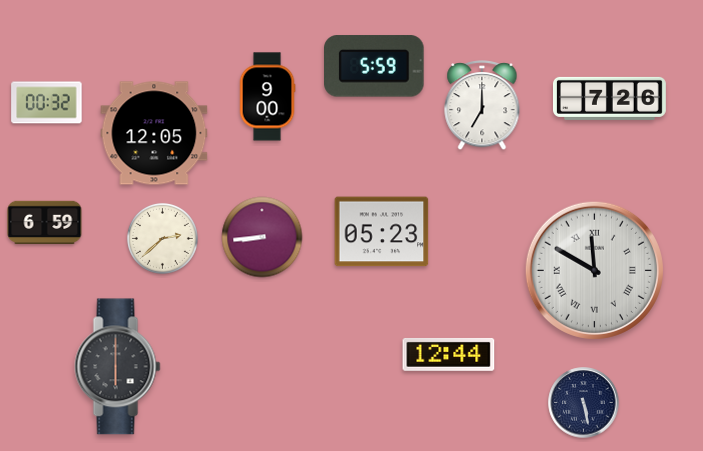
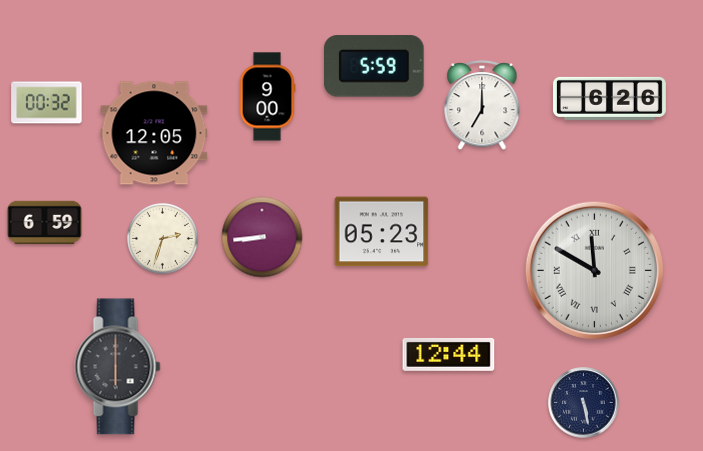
clock at (609, 98): 7:26 -> 6:26
clock at (162, 238): 2:38 -> 2:33
